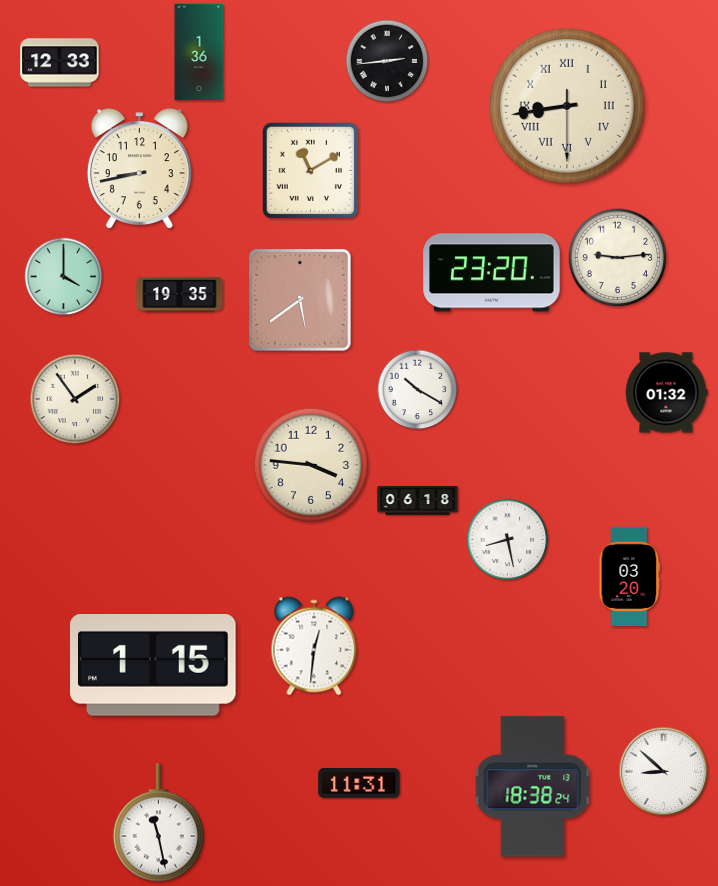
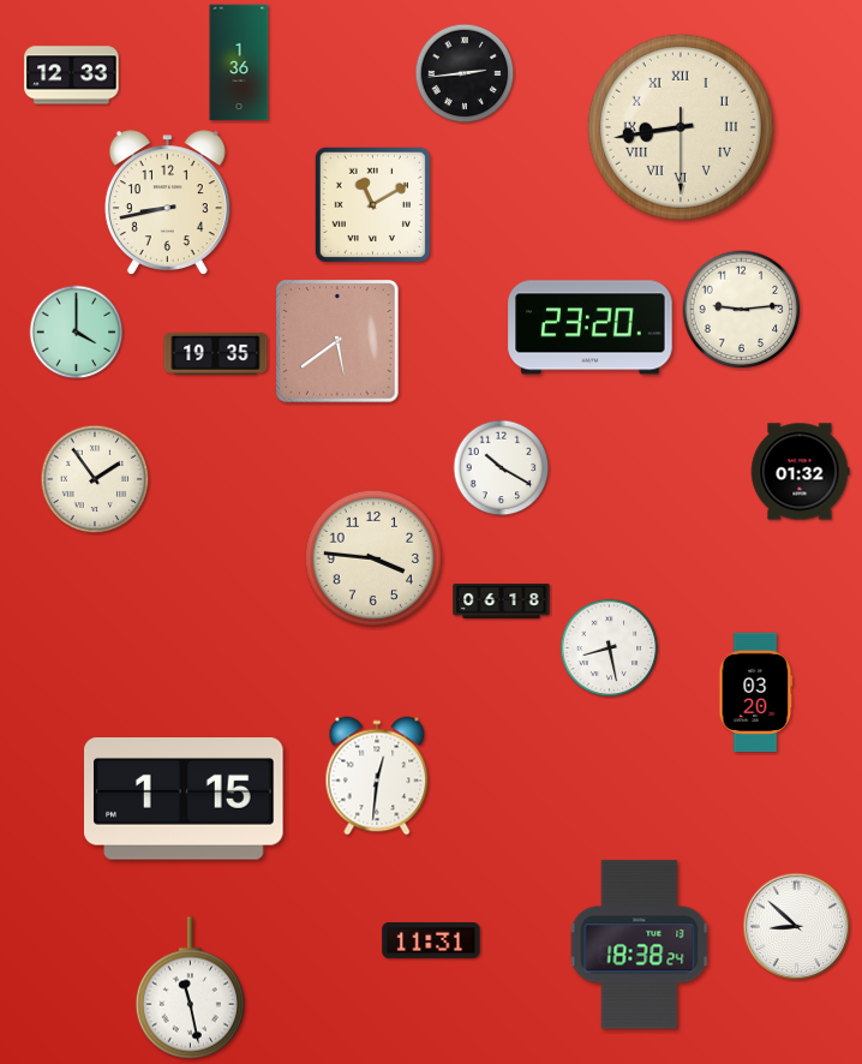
clock at (301, 301) position: (301, 301) -> (339, 342)
clock at (75, 399) position: (75, 399) -> (95, 479)
